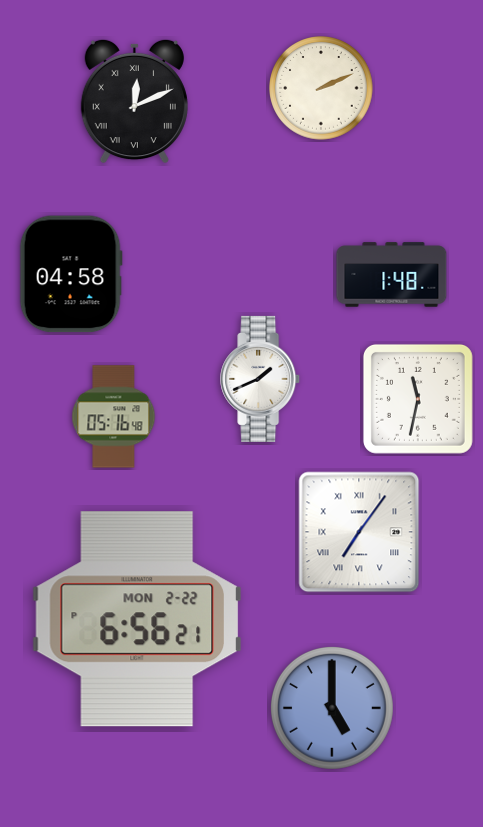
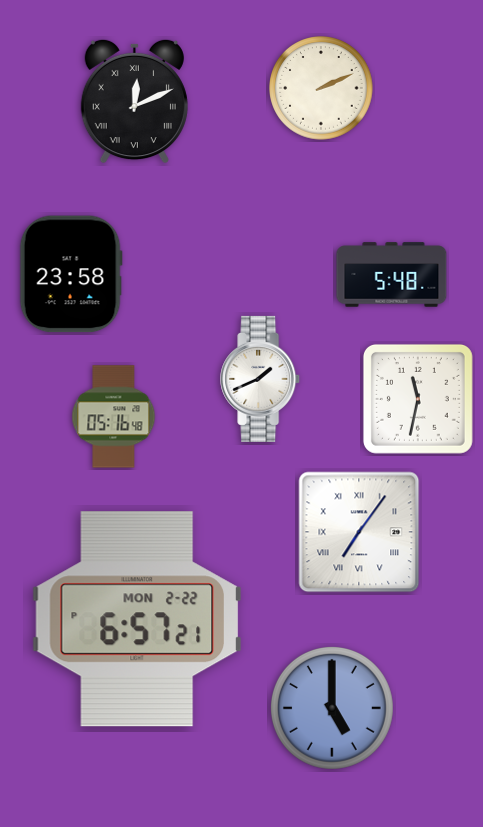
clock at (71, 274): 04:58 -> 23:58
clock at (392, 275): 1:48 -> 5:48
clock at (136, 619): 6:56 -> 6:57
